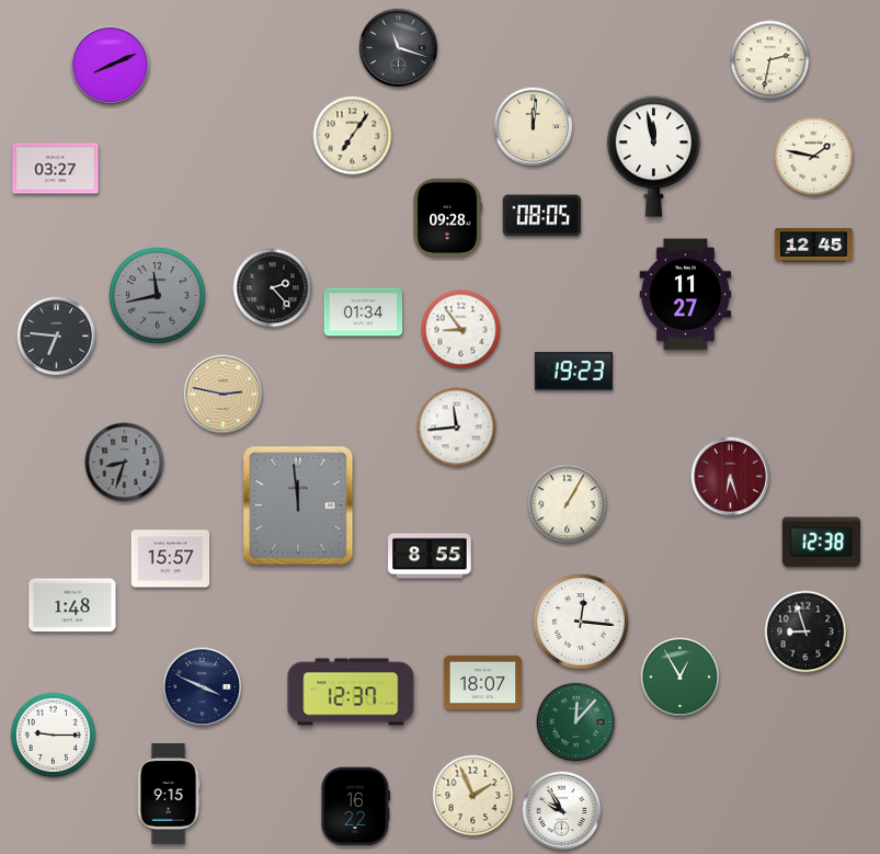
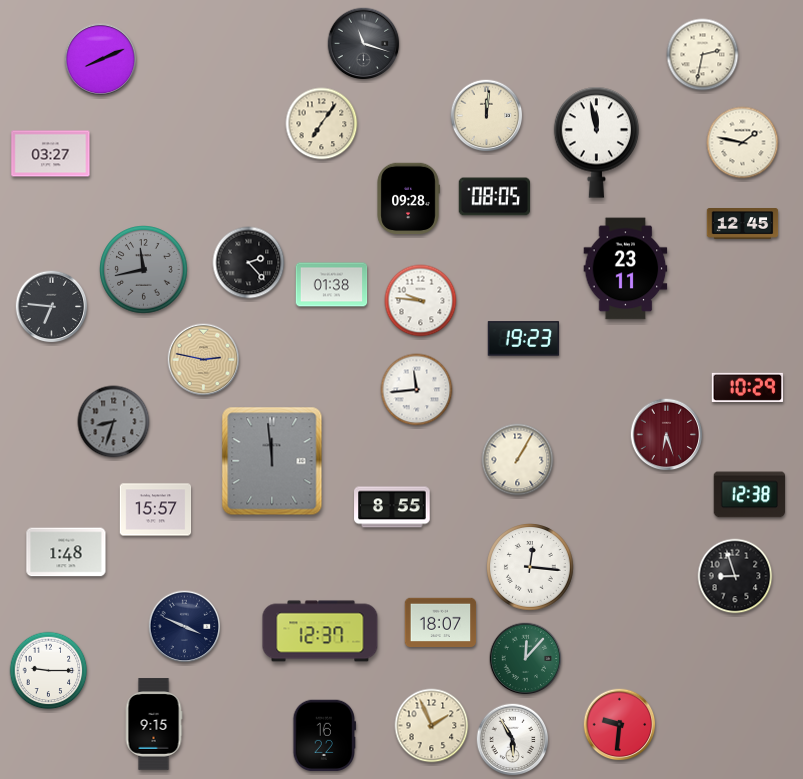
clock at (686, 295): 11:27 -> 23:11
clock at (364, 312): 01:34 -> 01:38
clock at (461, 330): 8:54 -> 9:46
clock at (748, 387): none -> 10:29
clock at (681, 677): 12:55 -> none
clock at (620, 725): none -> 9:31
clock at (562, 811): 9:55 -> 5:55
